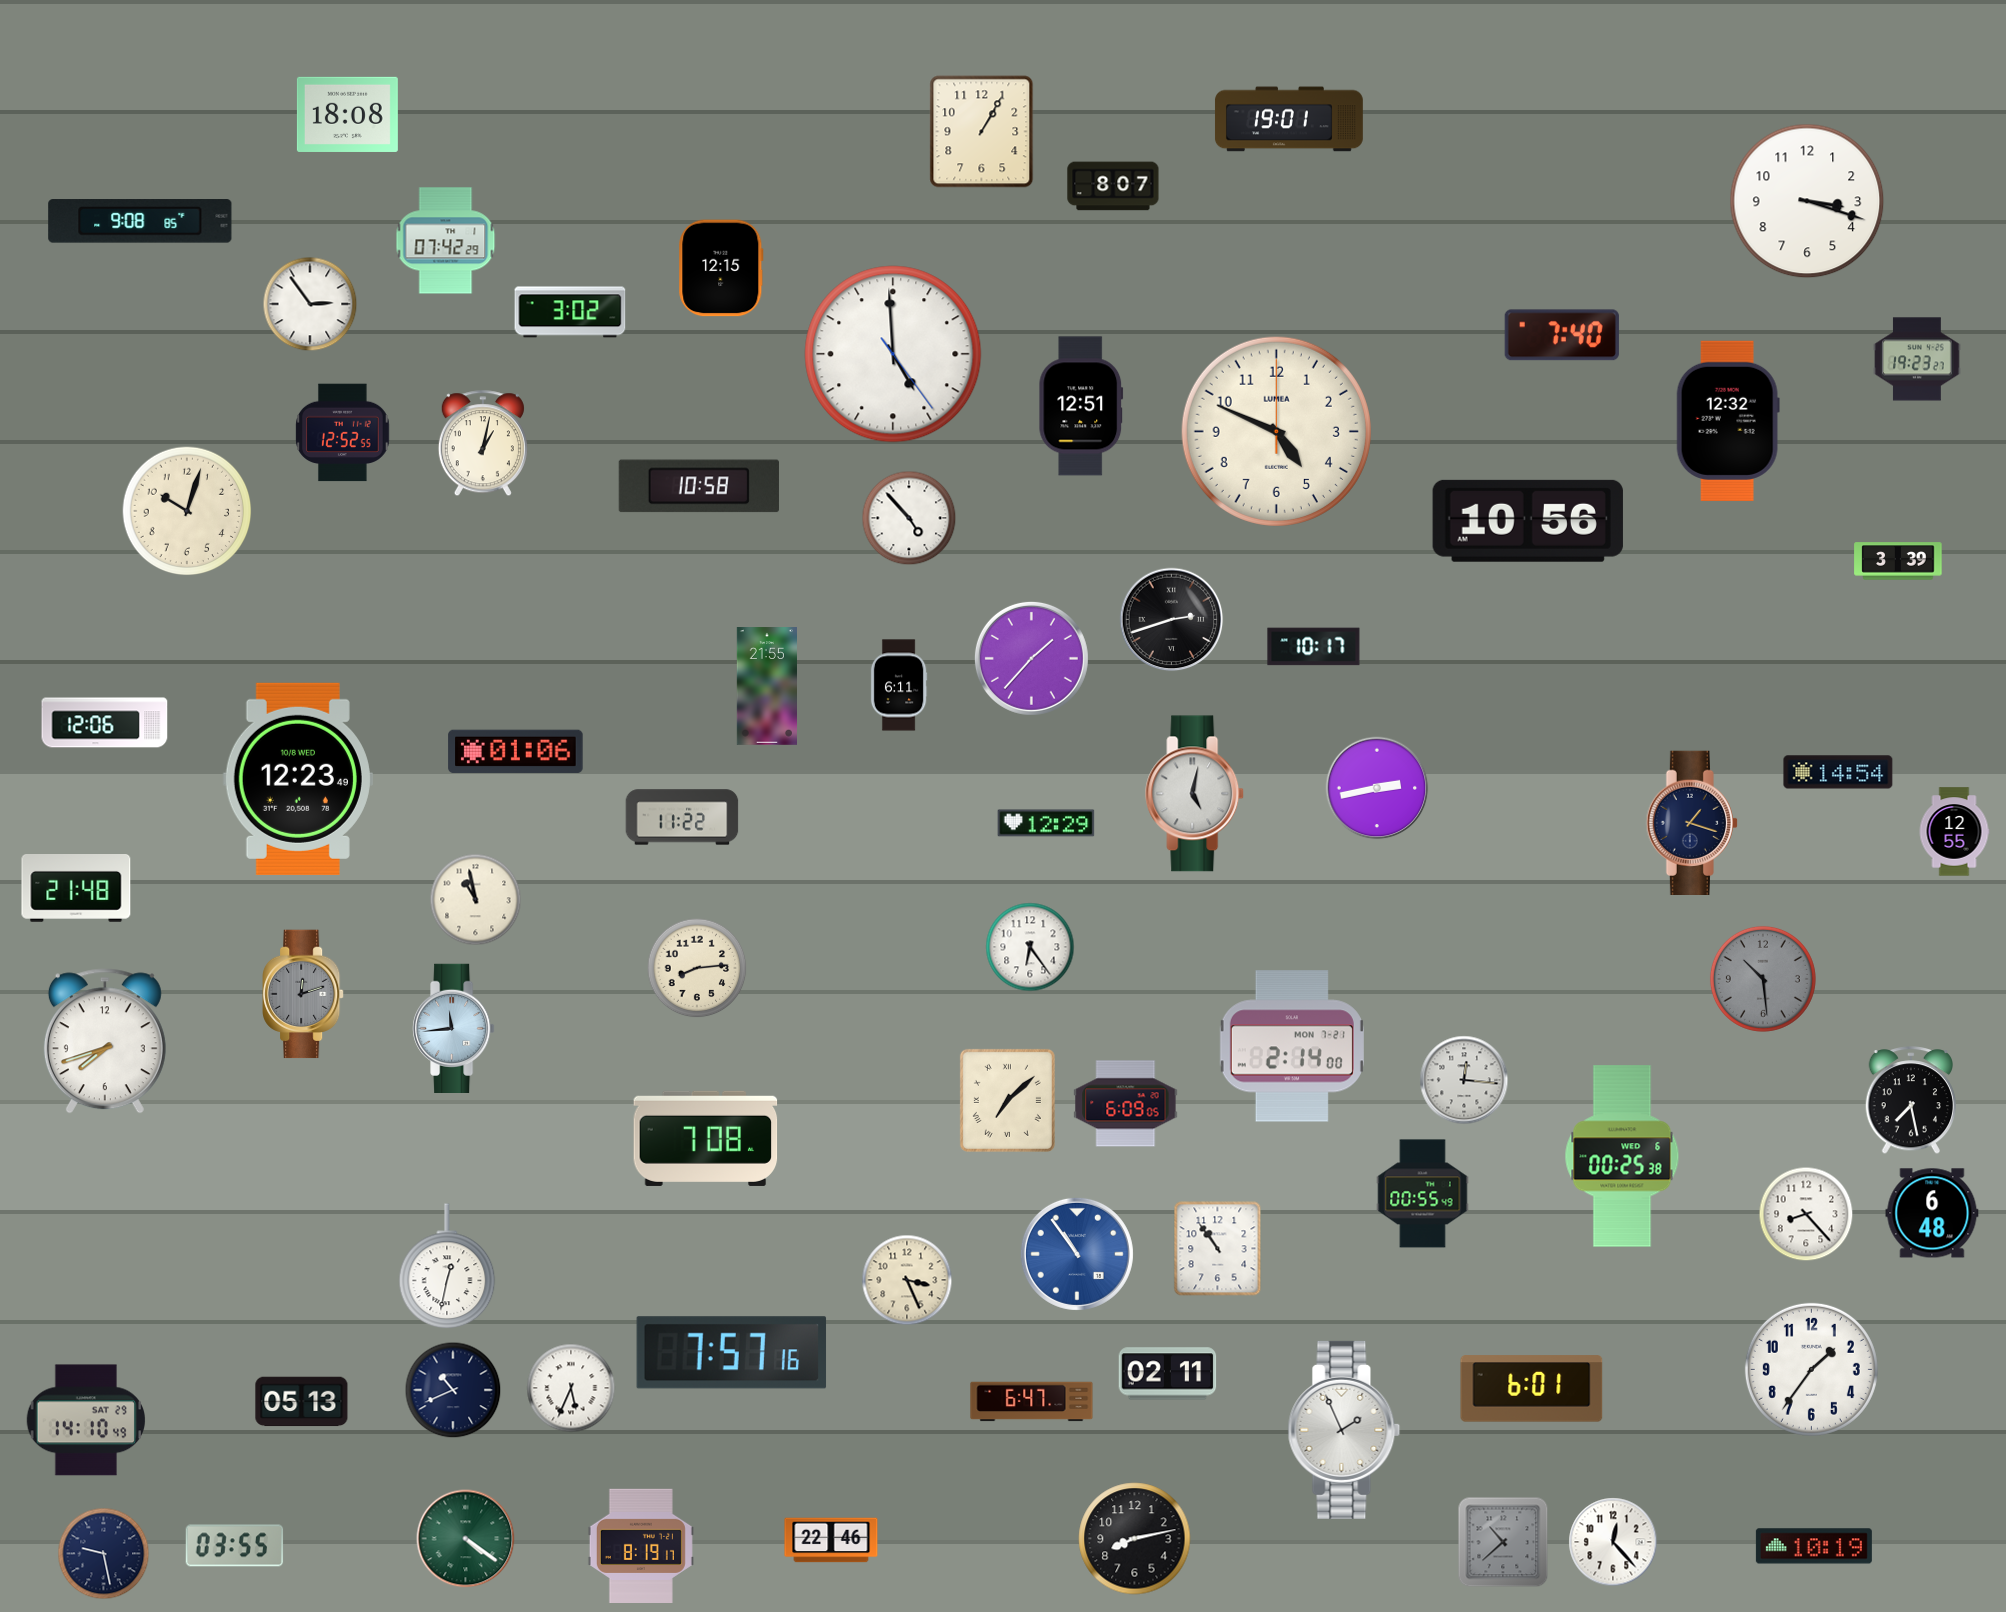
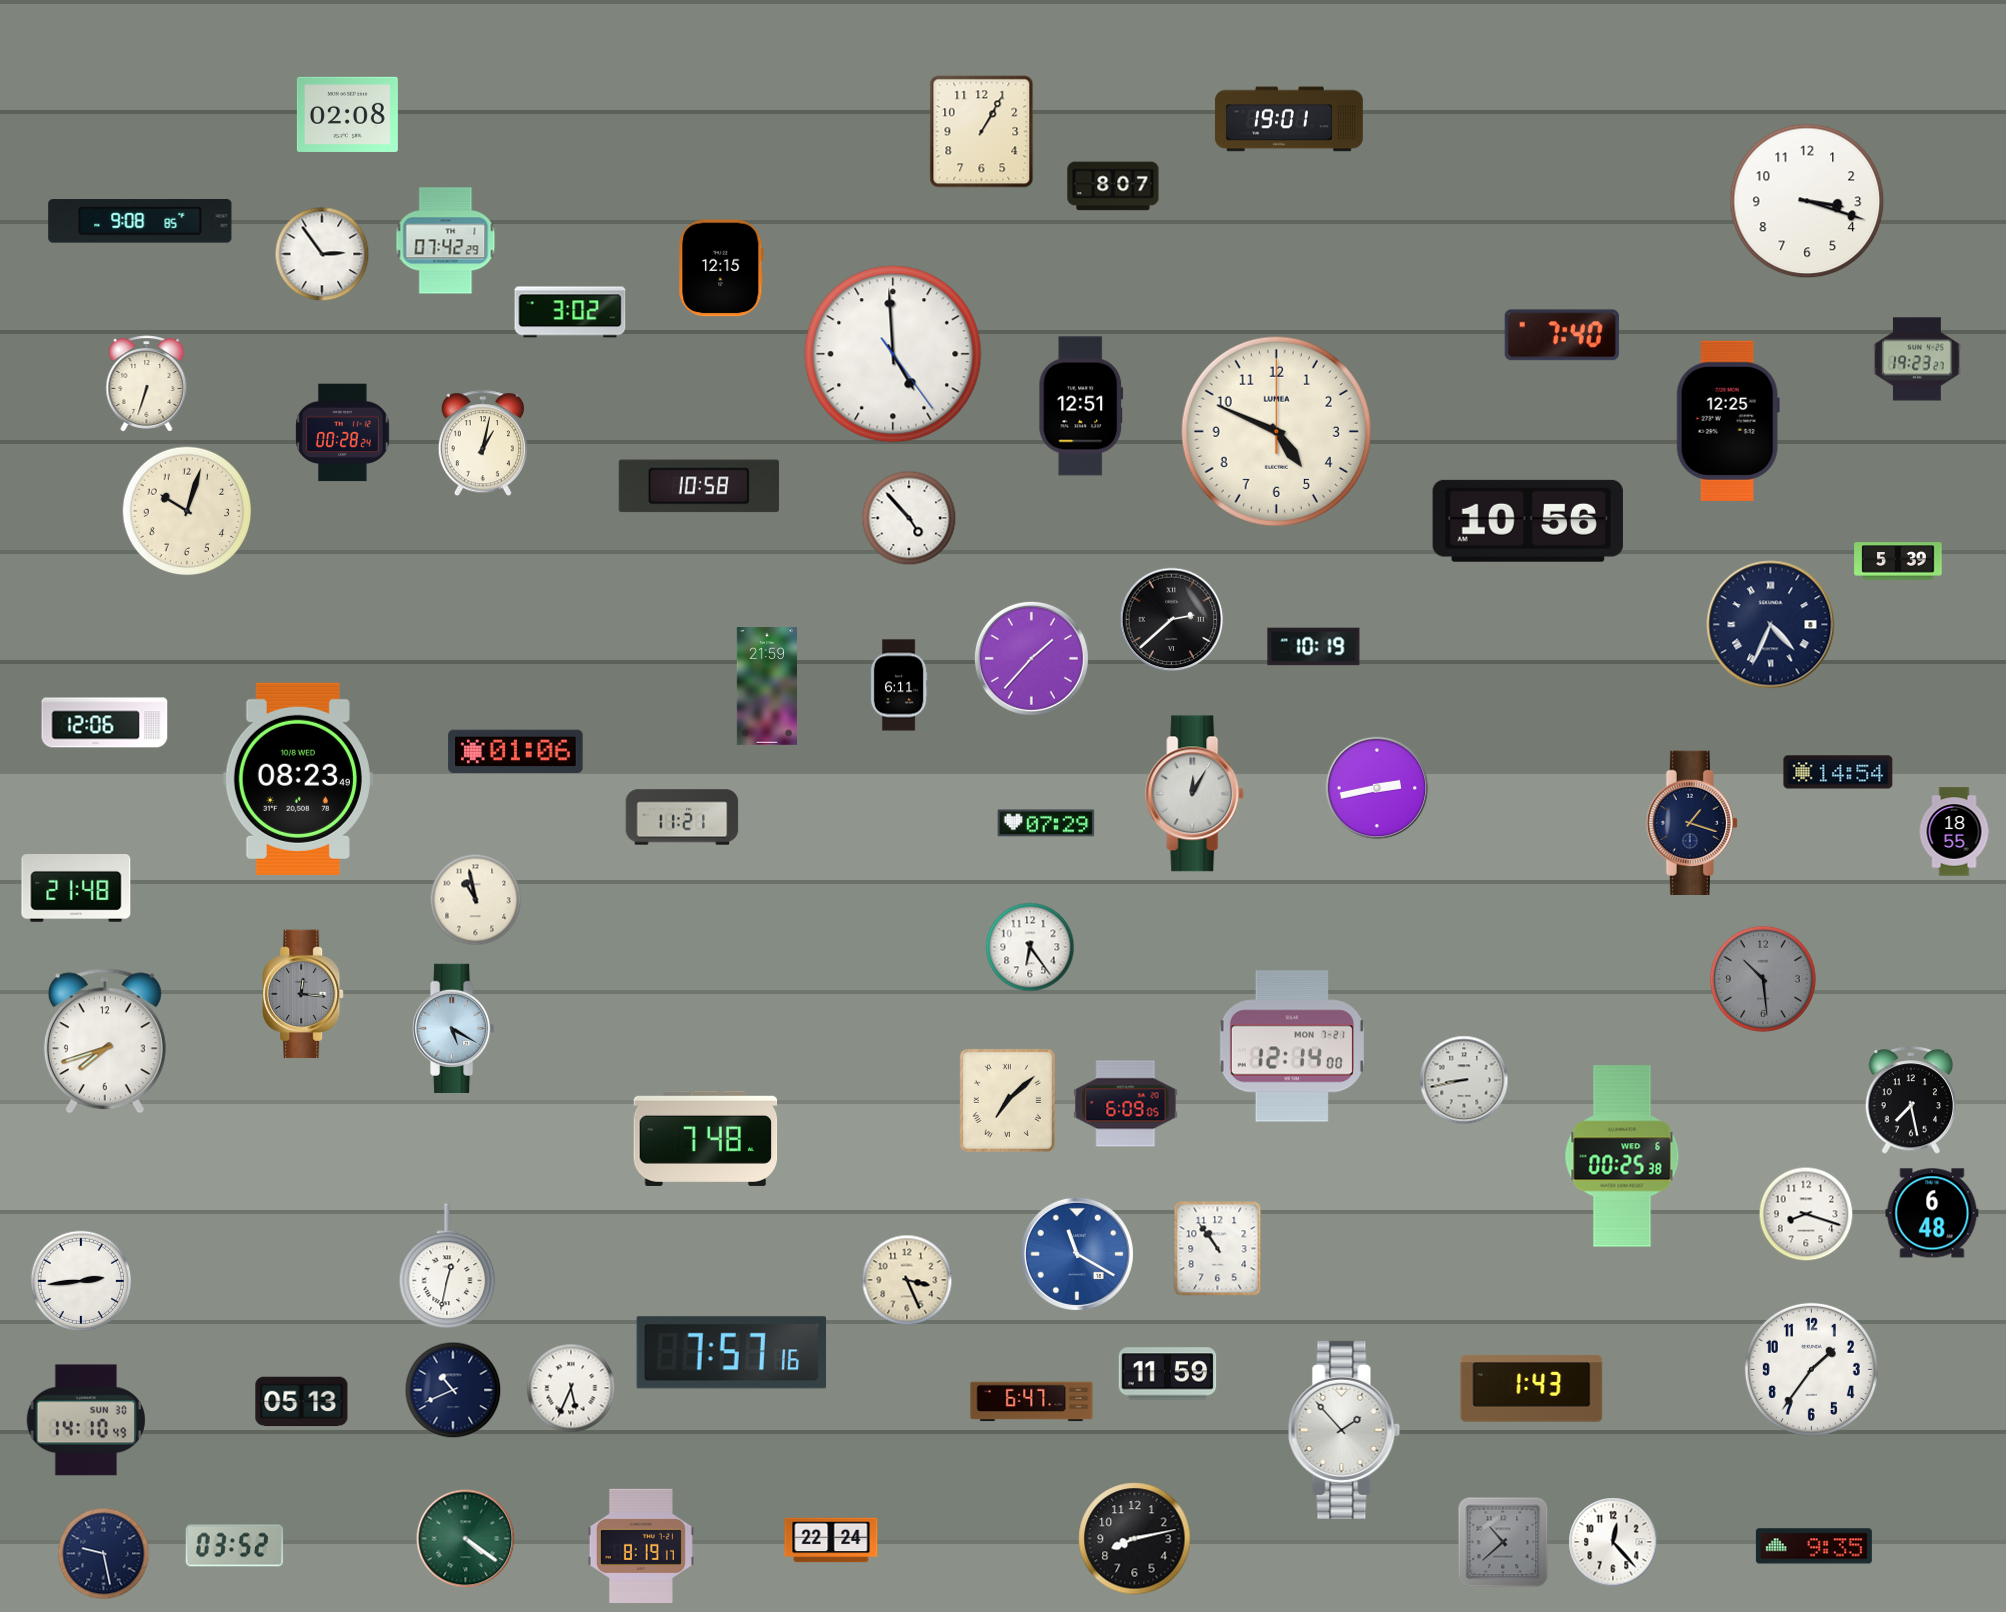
clock at (347, 114): 18:08 -> 02:08
clock at (310, 304) position: (310, 304) -> (322, 254)
clock at (147, 384): none -> 6:33
clock at (1728, 421): 12:32 -> 12:25
clock at (343, 433): 12:52 -> 00:28
clock at (1898, 561): 3:39 -> 5:39
clock at (1172, 620): 2:42 -> 2:38
clock at (1771, 625): none -> 4:34
clock at (1314, 647): 10:17 -> 10:19
clock at (766, 686): 21:55 -> 21:59
clock at (298, 779): 12:23 -> 08:23
clock at (1195, 794): 5:02 -> 12:05
clock at (682, 817): 11:22 -> 11:21
clock at (1046, 823): 12:29 -> 07:29
clock at (1954, 832): 12:55 -> 18:55
clock at (697, 968): 8:14 -> none
clock at (304, 994): 12:12 -> 12:16
clock at (454, 1028): 11:44 -> 5:20
clock at (1292, 1046): 2:14 -> 12:14
clock at (1464, 1080): 12:16 -> 8:43
clock at (706, 1138): 7:08 -> 7:48
clock at (1423, 1194): 00:55 -> none
clock at (1806, 1214): 8:23 -> 8:18
clock at (1077, 1254): 10:54 -> 11:20
clock at (81, 1281): none -> 2:44
clock at (1168, 1374): 02:11 -> 11:59
clock at (1532, 1389): 6:01 -> 1:43
clock at (86, 1420) date: SAT 29 -> SUN 30
clock at (1344, 1430): 1:56 -> 1:53
clock at (831, 1540): 22:46 -> 22:24
clock at (235, 1546): 03:55 -> 03:52
clock at (1814, 1546): 10:19 -> 9:35
